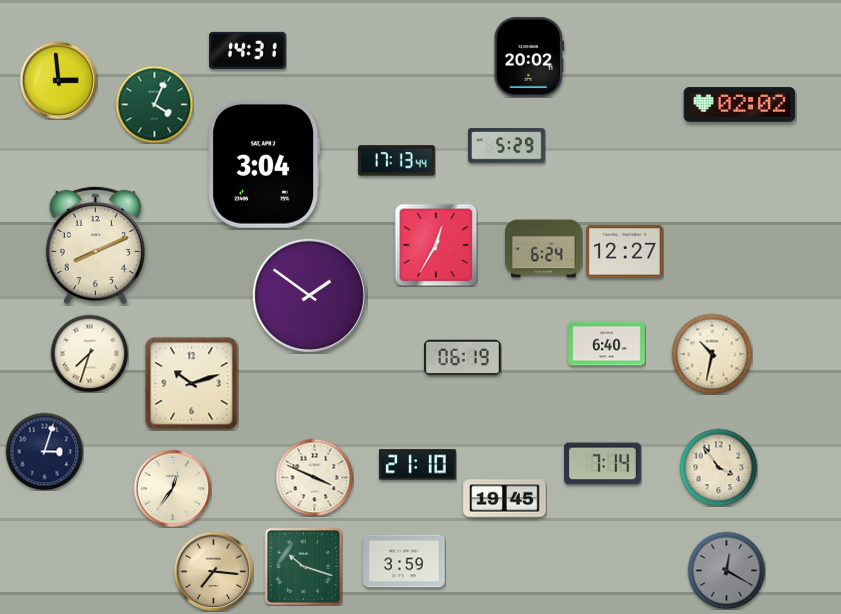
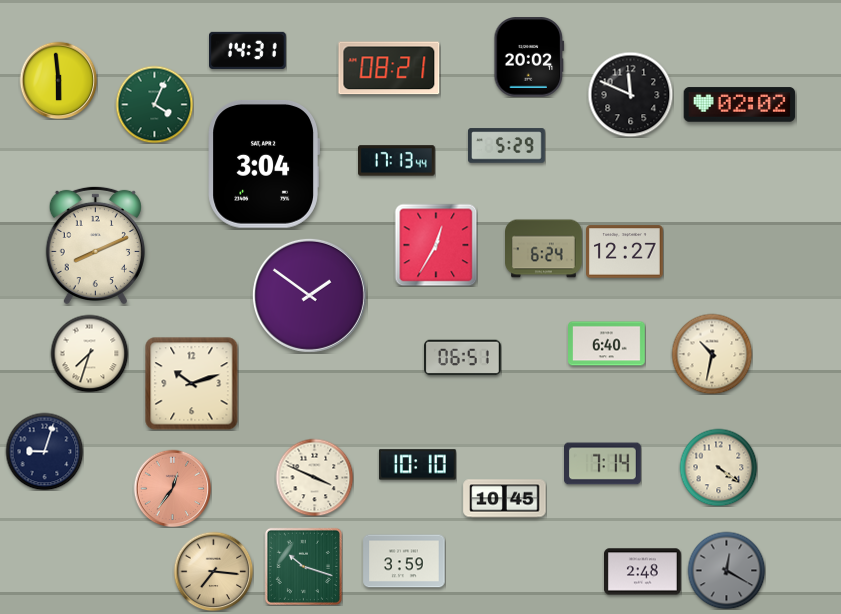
clock at (389, 68): none -> 08:21
clock at (58, 80): 2:59 -> 5:59
clock at (630, 94): none -> 11:49
clock at (463, 358): 06:19 -> 06:51
clock at (44, 451): 3:03 -> 9:03
clock at (418, 465): 21:10 -> 10:10
clock at (718, 467): 3:54 -> 4:21
clock at (172, 488) dial: cream -> salmon
clock at (505, 499): 19:45 -> 10:45
clock at (643, 572): none -> 2:48
